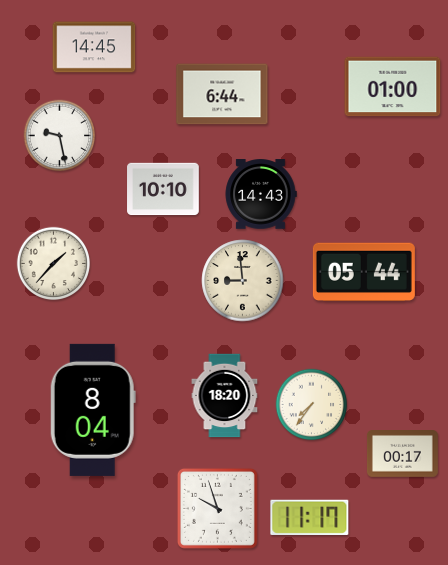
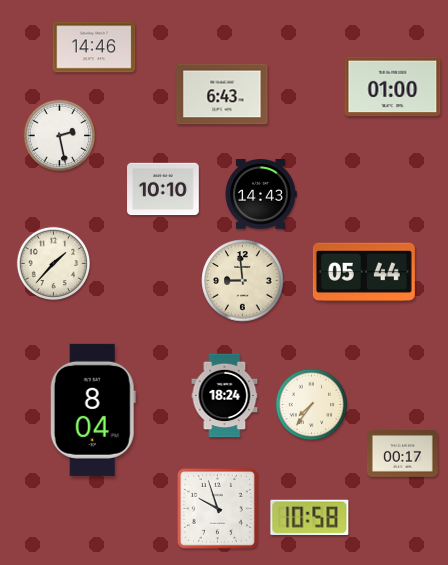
clock at (94, 47): 14:45 -> 14:46
clock at (222, 94): 6:44 -> 6:43
clock at (60, 136): 9:28 -> 2:28
clock at (225, 396): 18:20 -> 18:24
clock at (310, 517): 11:17 -> 10:58
